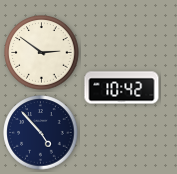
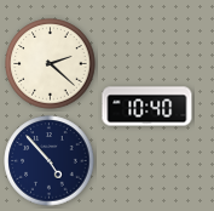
clock at (42, 53): 2:51 -> 2:22
clock at (122, 88): 10:42 -> 10:40
